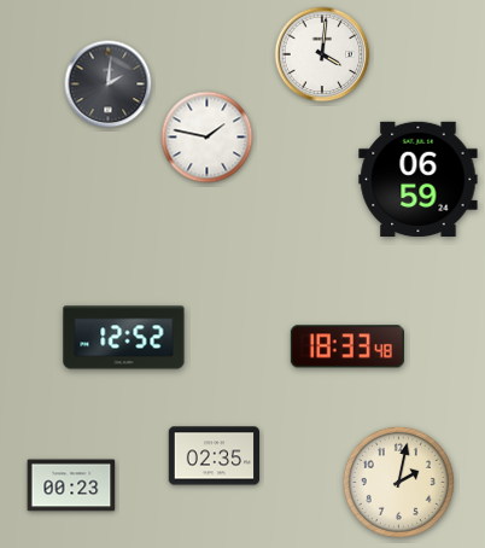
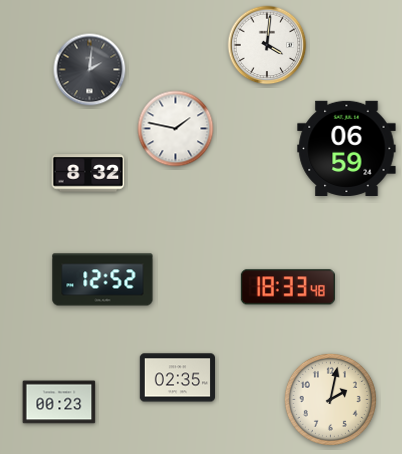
clock at (208, 138) position: (208, 138) -> (176, 129)
clock at (88, 173): none -> 8:32
